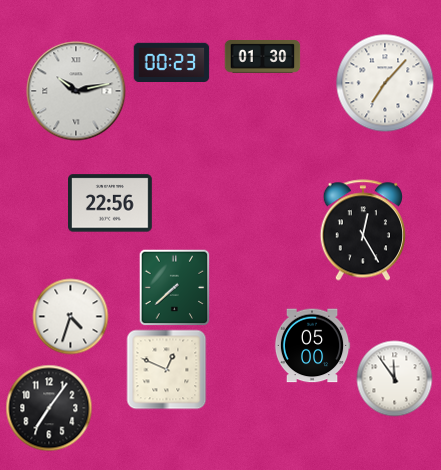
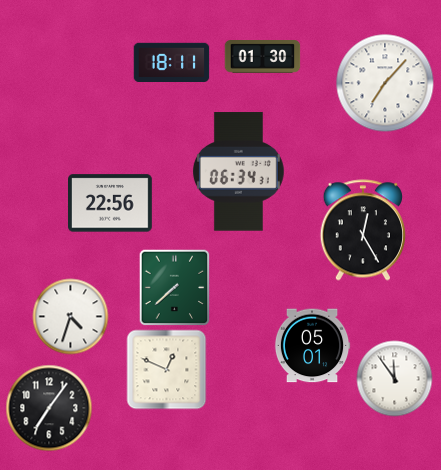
clock at (172, 62): 00:23 -> 18:11
clock at (76, 91): 10:13 -> none
clock at (238, 172): none -> 06:34
clock at (312, 346): 05:00 -> 05:01
